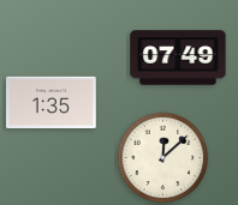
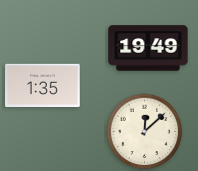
clock at (178, 58): 07:49 -> 19:49
clock at (163, 158) position: (163, 158) -> (145, 132)
